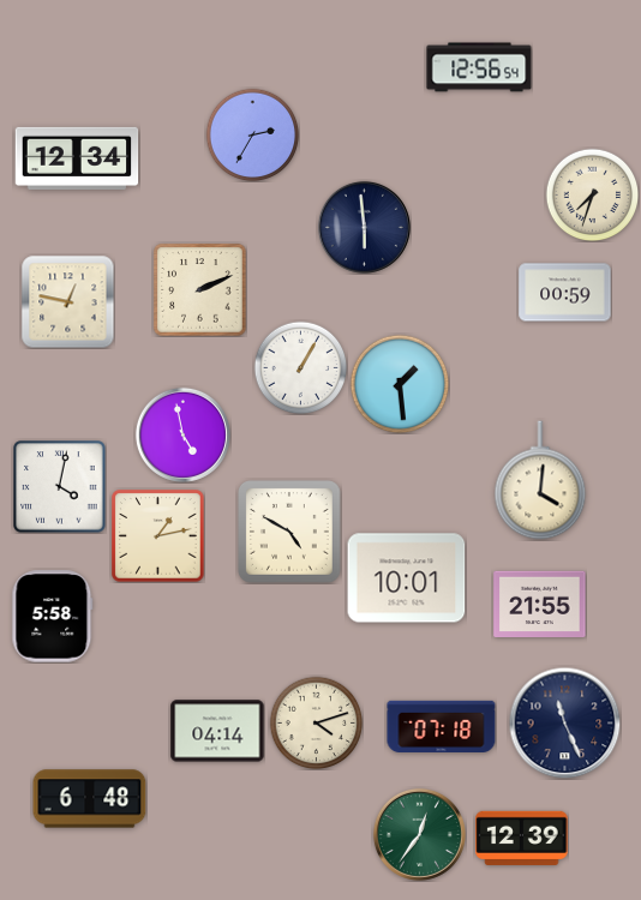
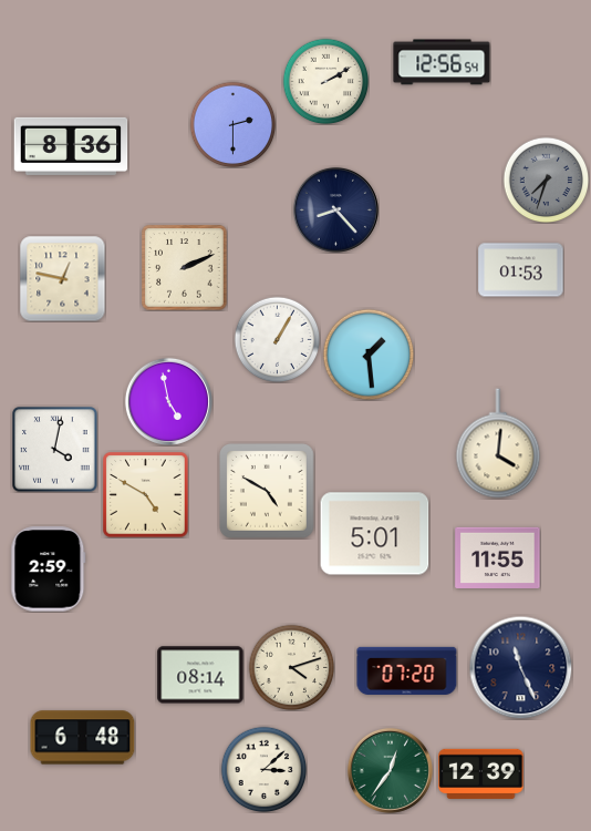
clock at (325, 81): none -> 2:10
clock at (252, 134): 2:35 -> 2:30
clock at (77, 158): 12:34 -> 8:36
clock at (592, 194) dial: cream -> grey
clock at (364, 227): 5:59 -> 8:23
clock at (565, 293): 00:59 -> 01:53
clock at (158, 536): 1:13 -> 4:50
clock at (407, 578): 10:01 -> 5:01
clock at (540, 604): 21:55 -> 11:55
clock at (53, 617): 5:58 -> 2:59
clock at (442, 726): 07:18 -> 07:20
clock at (217, 731): 04:14 -> 08:14
clock at (263, 769): none -> 3:08
clock at (419, 834) position: (419, 834) -> (390, 770)
